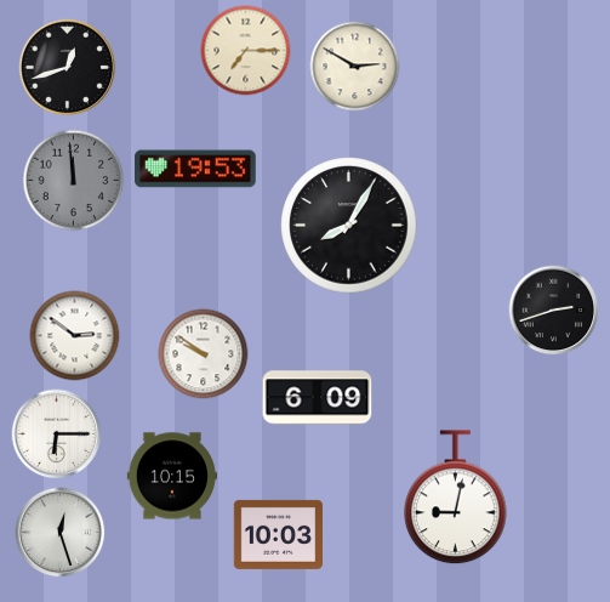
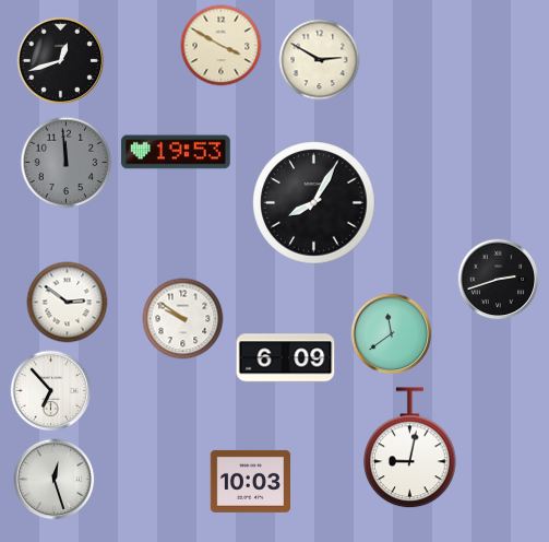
clock at (246, 51): 7:15 -> 3:50
clock at (392, 334): none -> 11:39
clock at (57, 435): 6:15 -> 6:53
clock at (172, 476): 10:15 -> none
